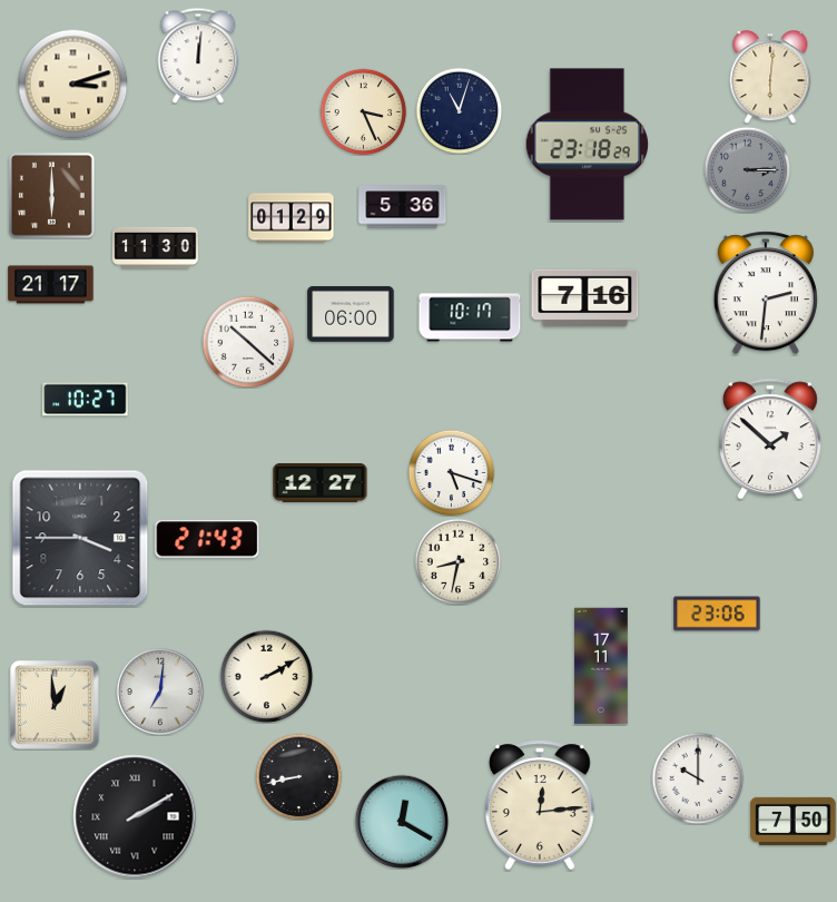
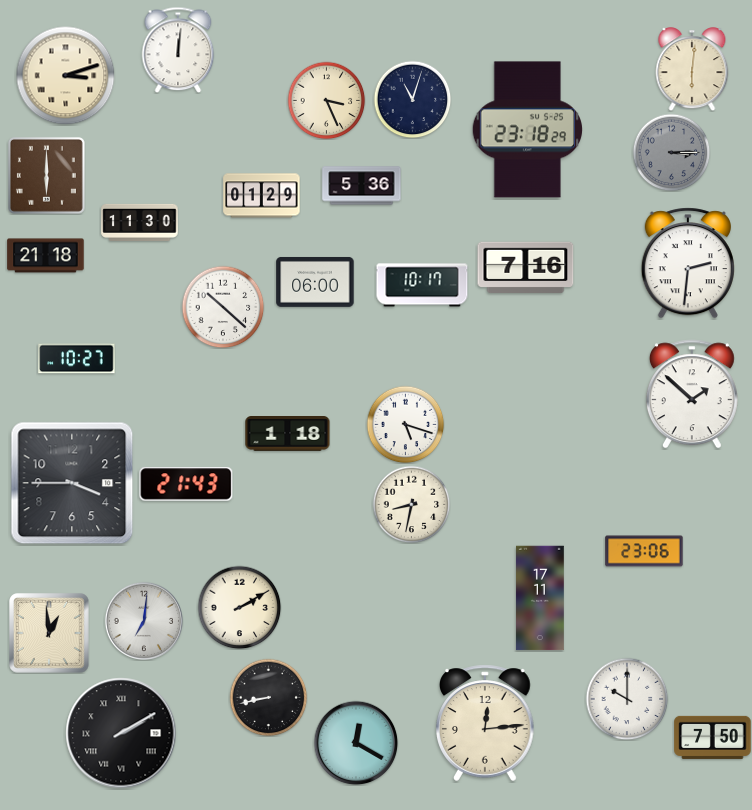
clock at (51, 285): 21:17 -> 21:18
clock at (321, 483): 12:27 -> 1:18
clock at (402, 822) position: (402, 822) -> (356, 743)
